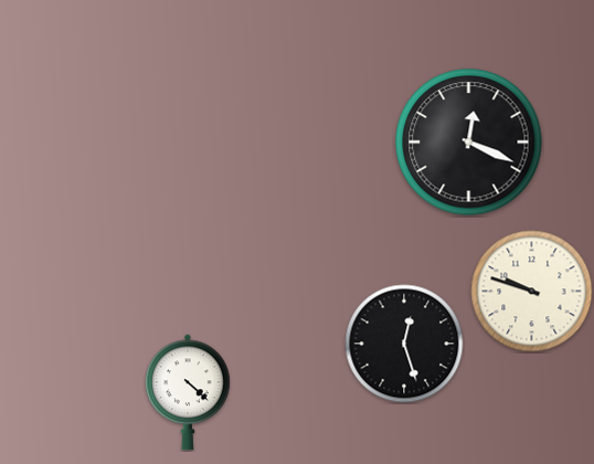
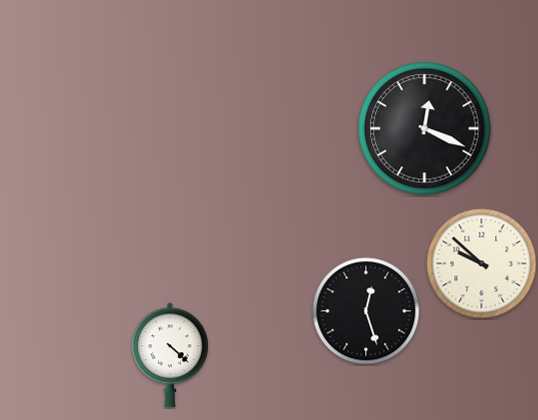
clock at (532, 292): 9:48 -> 9:52
